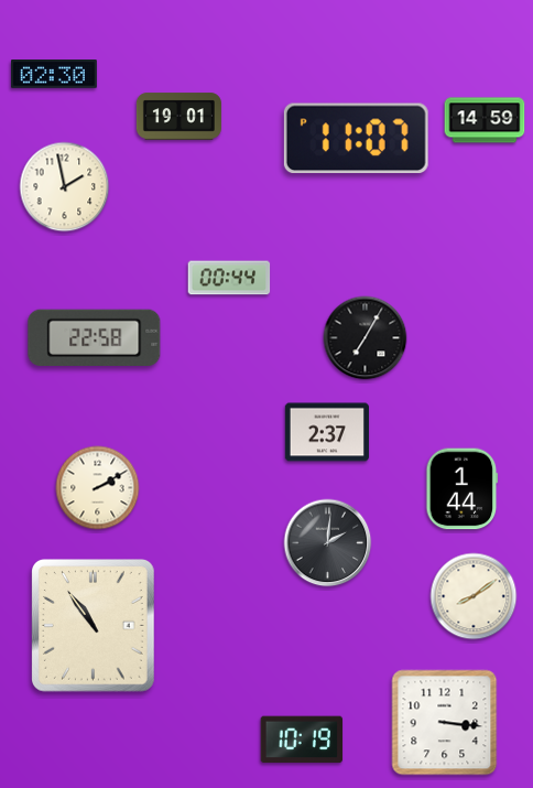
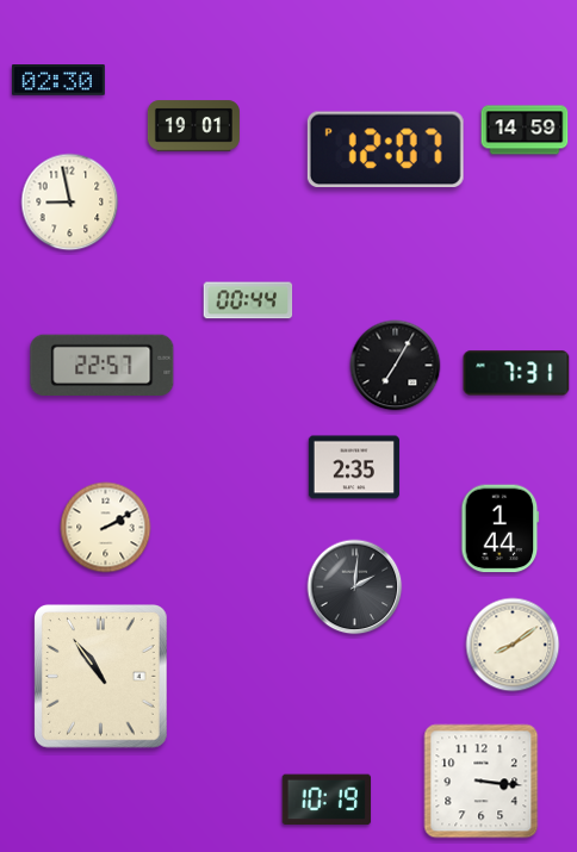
clock at (356, 139): 11:07 -> 12:07
clock at (65, 187): 1:58 -> 8:58
clock at (95, 337): 22:58 -> 22:57
clock at (516, 373): none -> 7:31
clock at (327, 432): 2:37 -> 2:35
